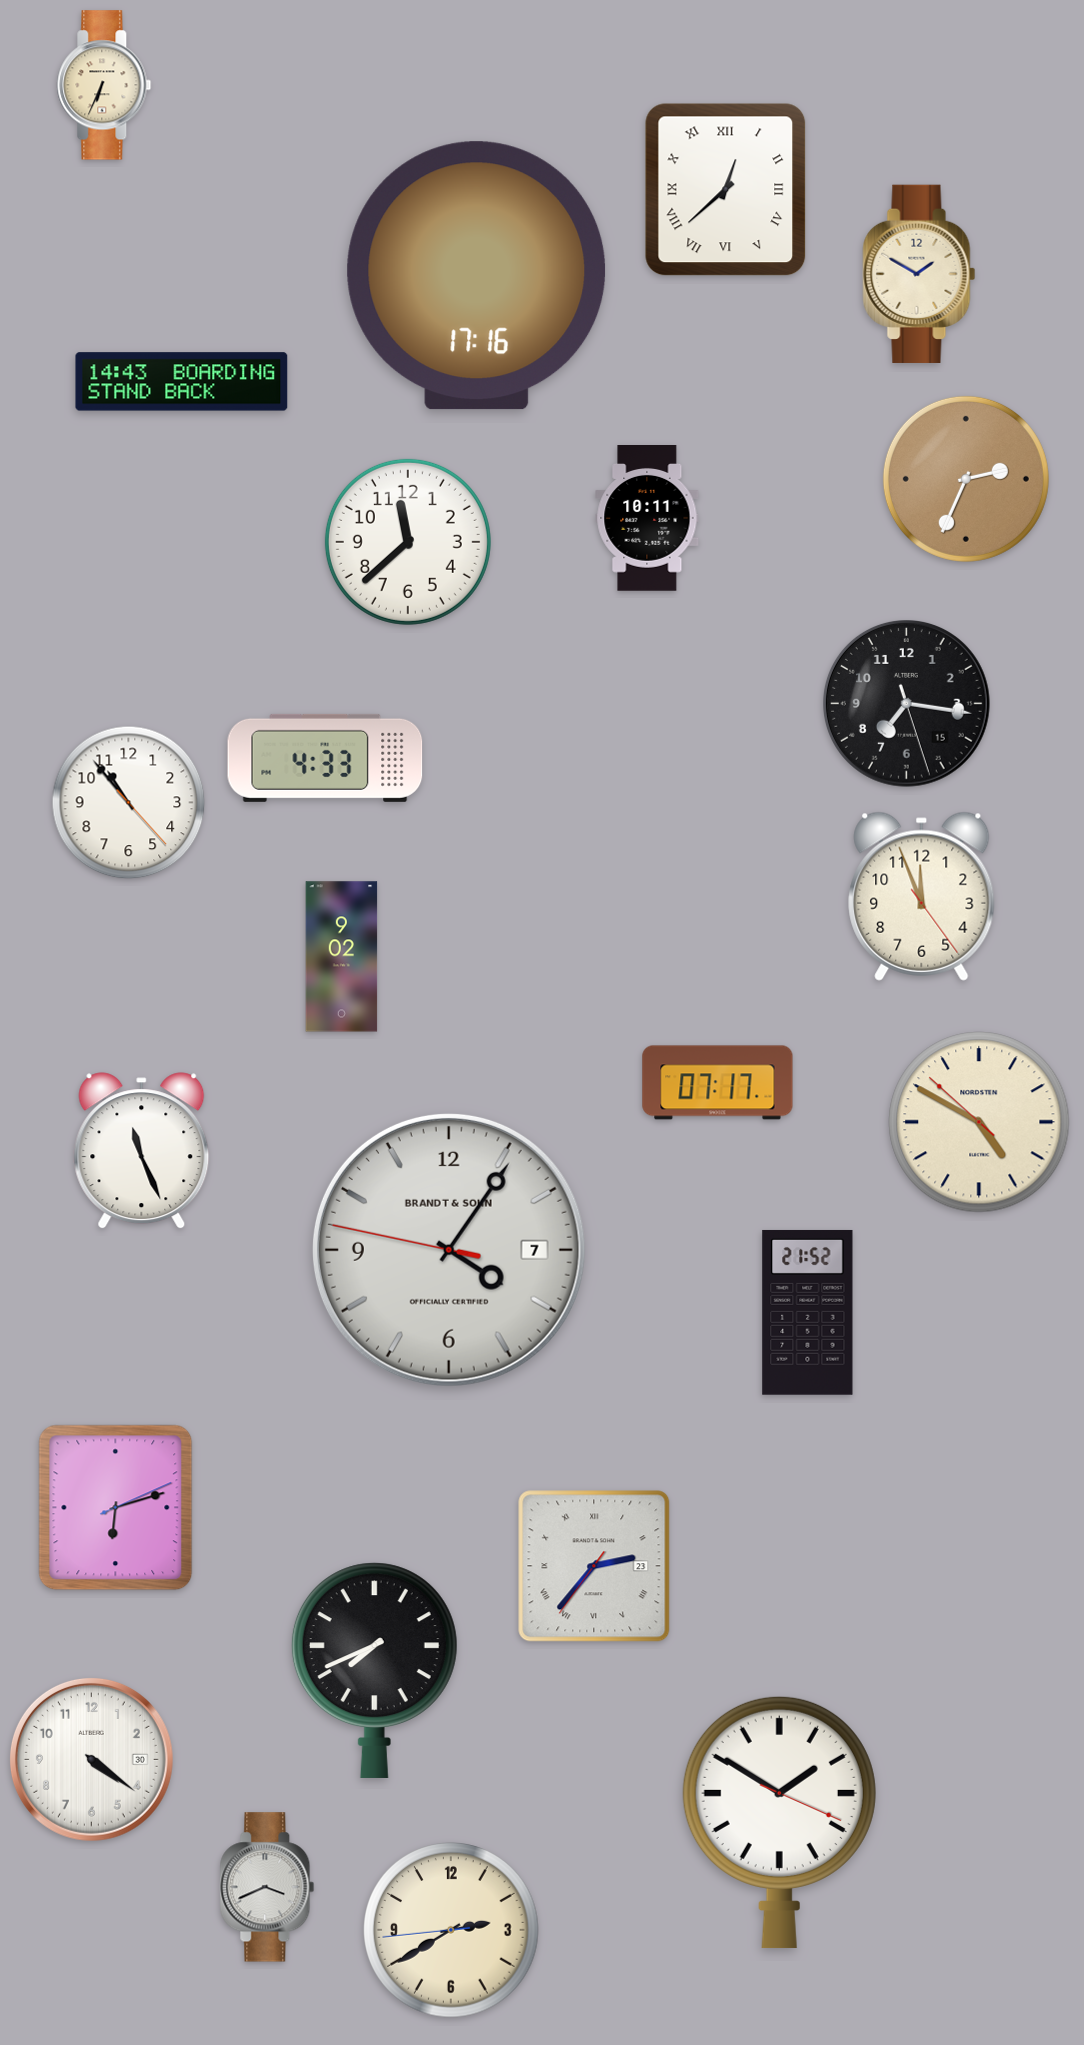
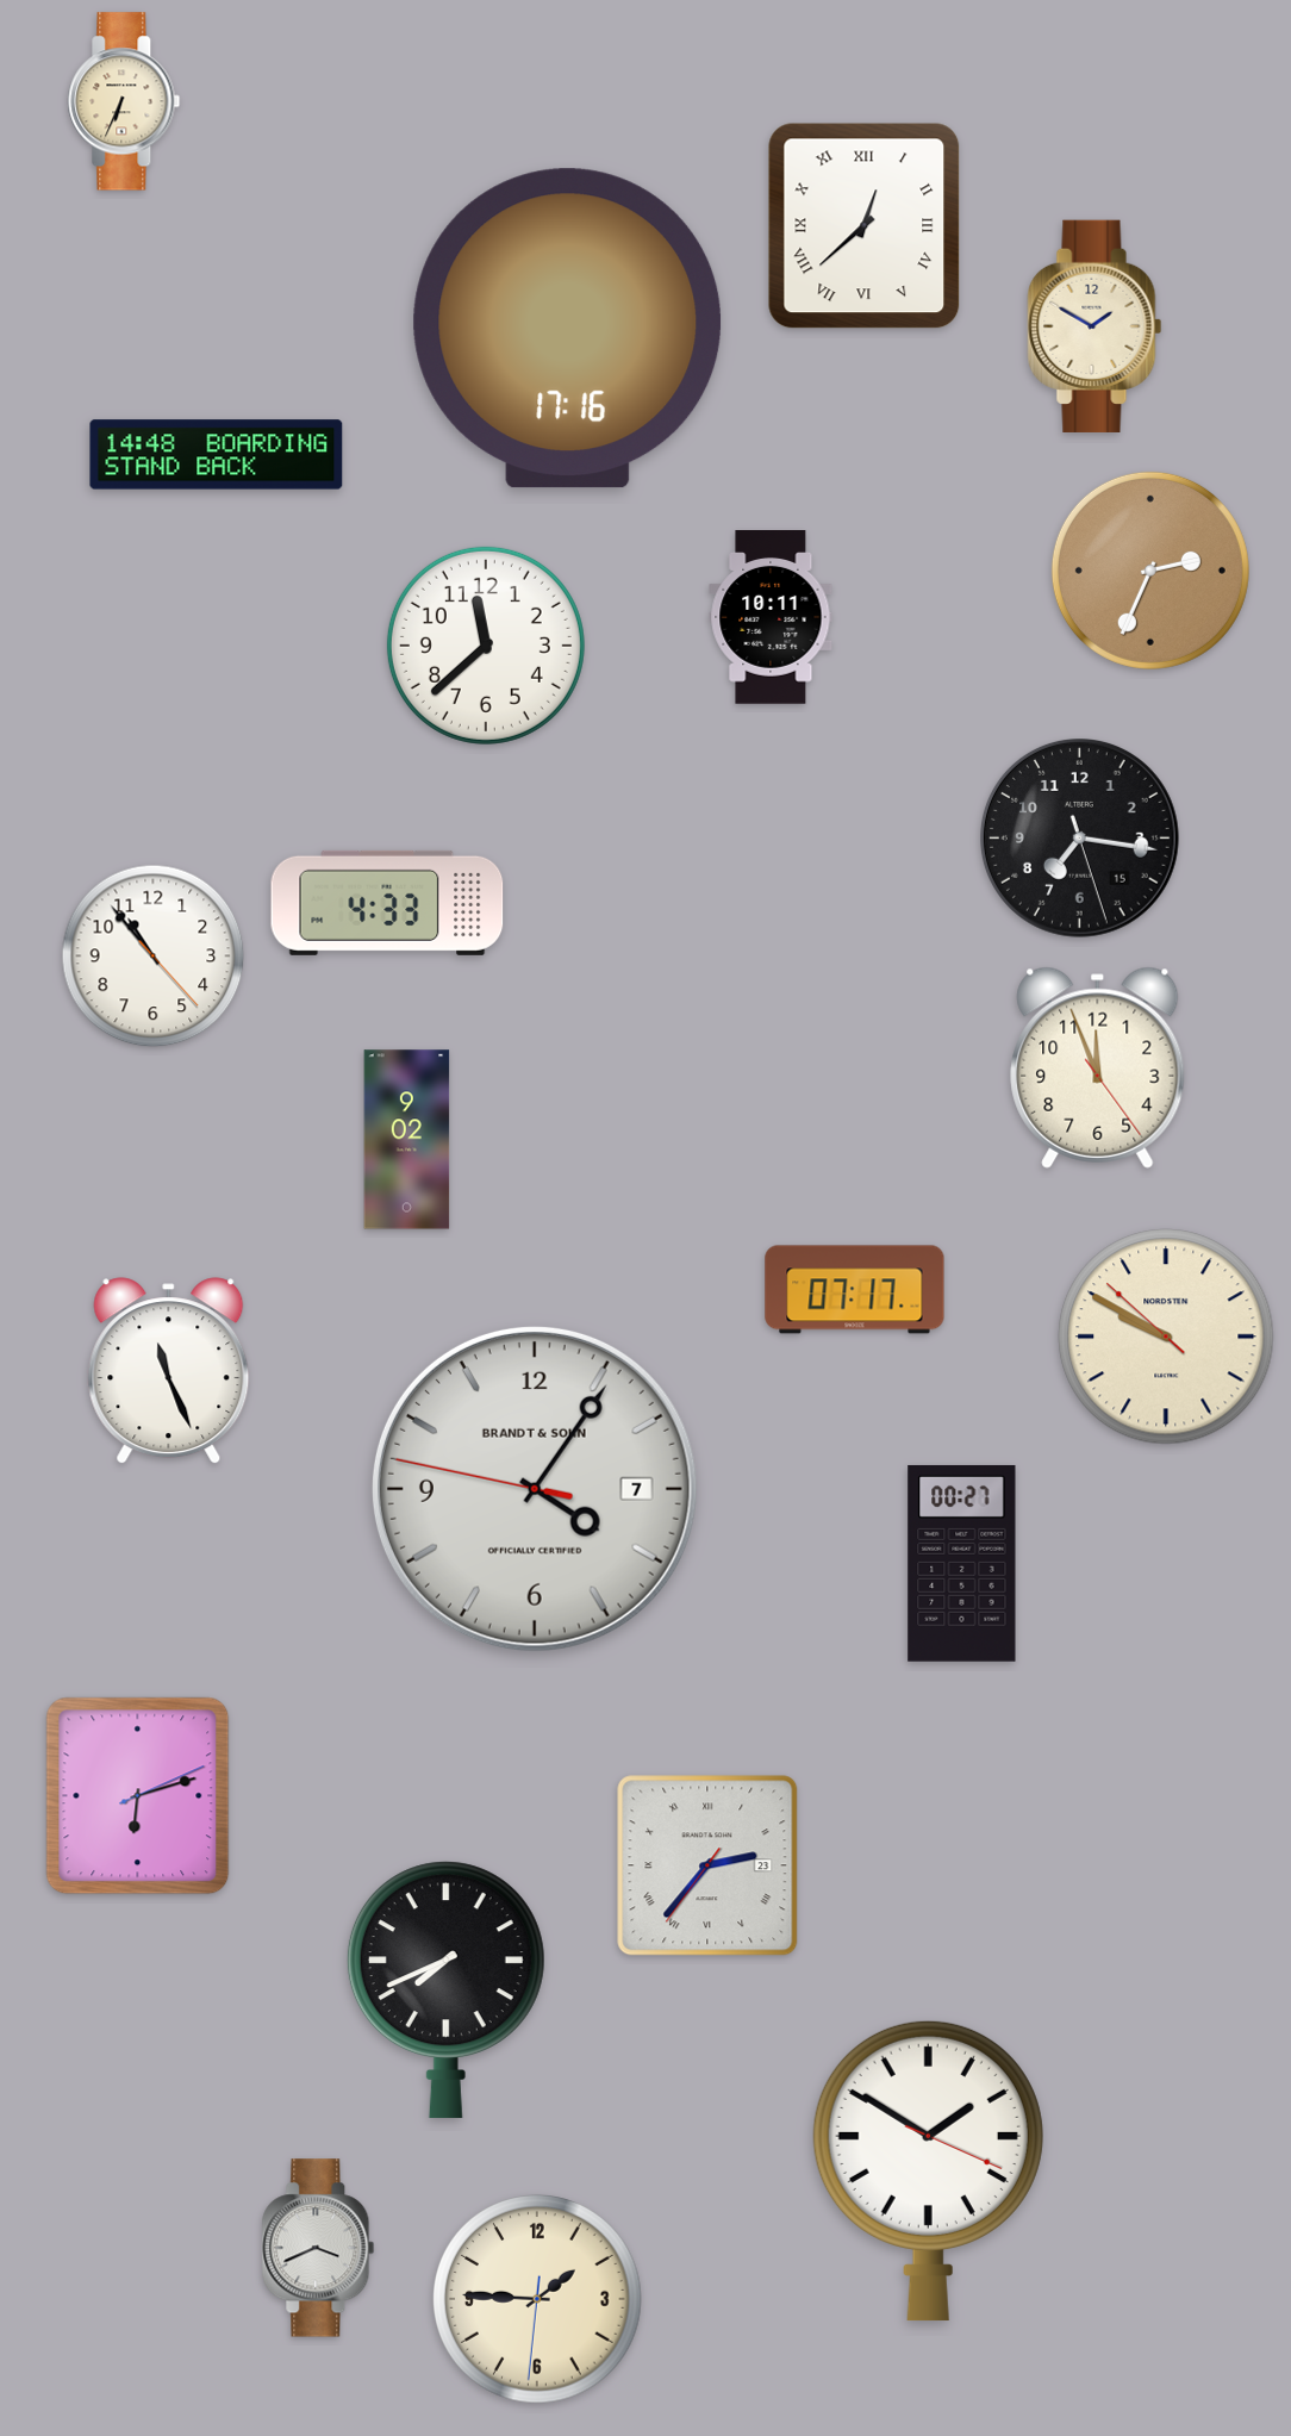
clock at (182, 382): 14:43 -> 14:48
clock at (979, 1122): 4:49 -> 9:49
clock at (808, 1312): 21:52 -> 00:27
clock at (91, 1759): 4:21 -> none
clock at (451, 1930): 2:39 -> 1:45
